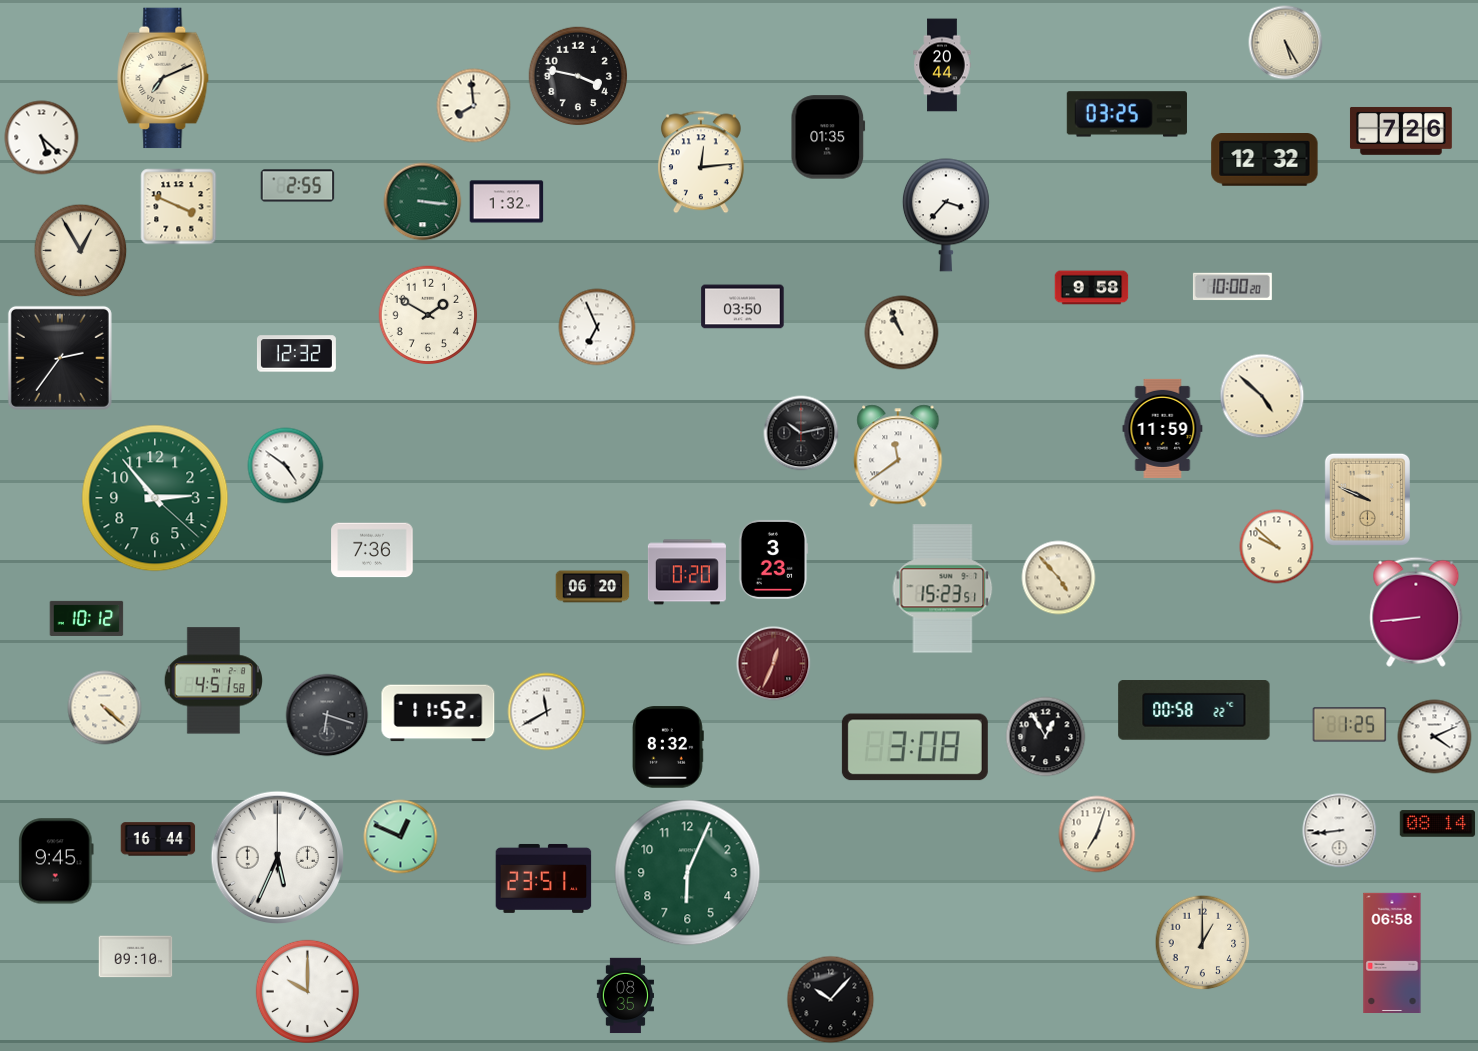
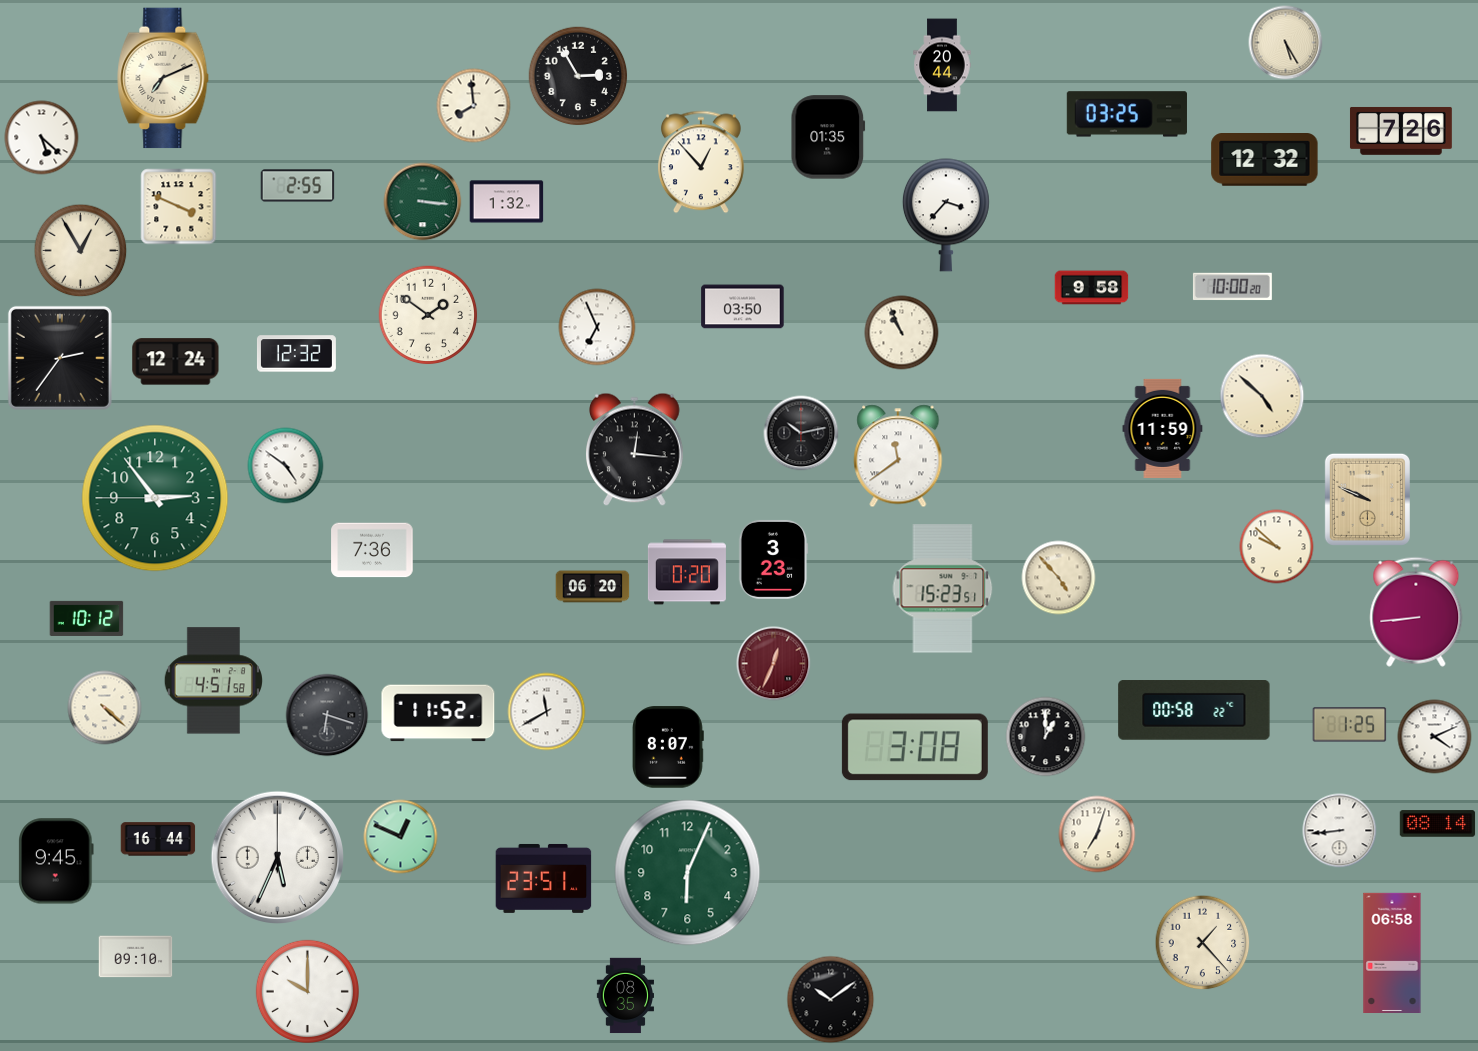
clock at (578, 76): 3:47 -> 2:55
clock at (701, 162): 12:14 -> 12:53
clock at (428, 315): 1:50 -> 1:51
clock at (176, 362): none -> 12:24
clock at (635, 450): none -> 12:16
clock at (155, 498): 2:53:22 -> 2:53:45
clock at (1046, 737): 12:55 -> 1:00
clock at (668, 747): 8:32 -> 8:07
clock at (1203, 943): 1:00 -> 1:23
clock at (831, 1000): 10:07 -> 10:09
